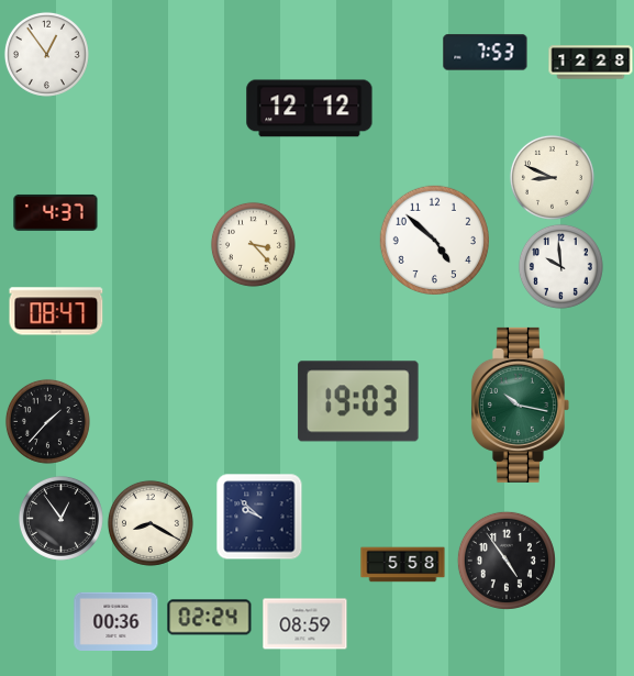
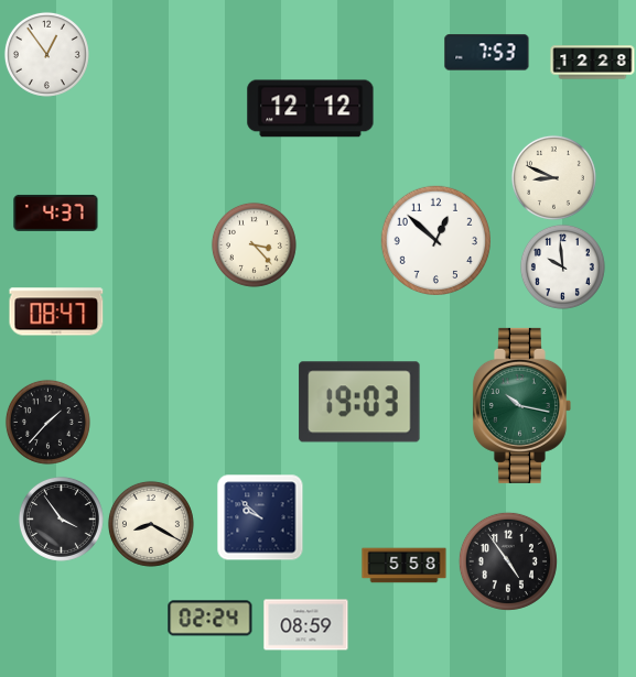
clock at (434, 240): 4:52 -> 12:52
clock at (60, 518): 12:54 -> 3:54
clock at (116, 621): 00:36 -> none
